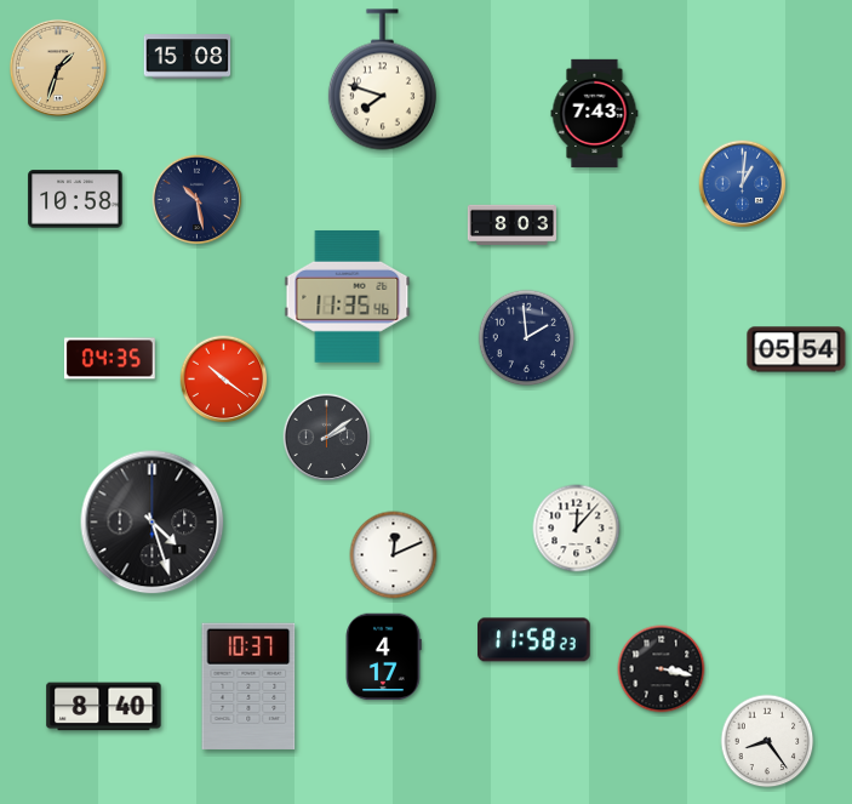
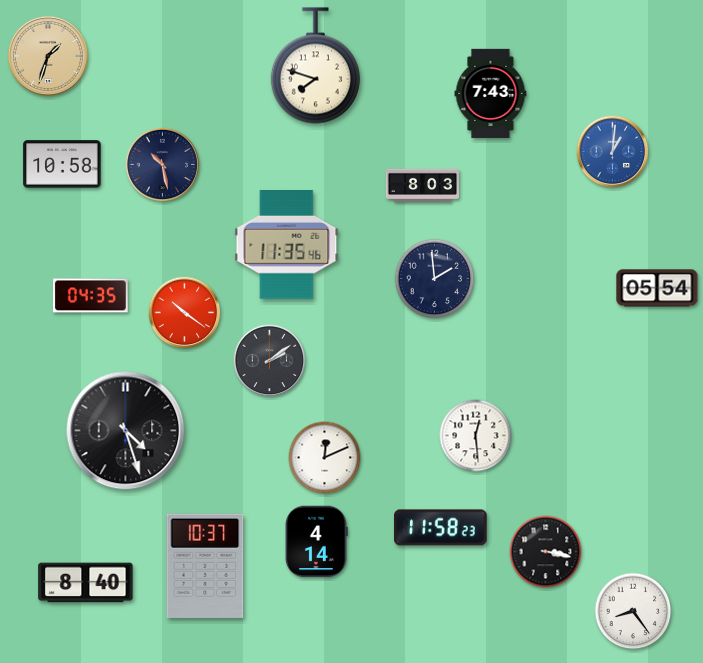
clock at (188, 57): 15:08 -> none
clock at (577, 529): 12:07 -> 12:29
clock at (383, 657): 4:17 -> 4:14
